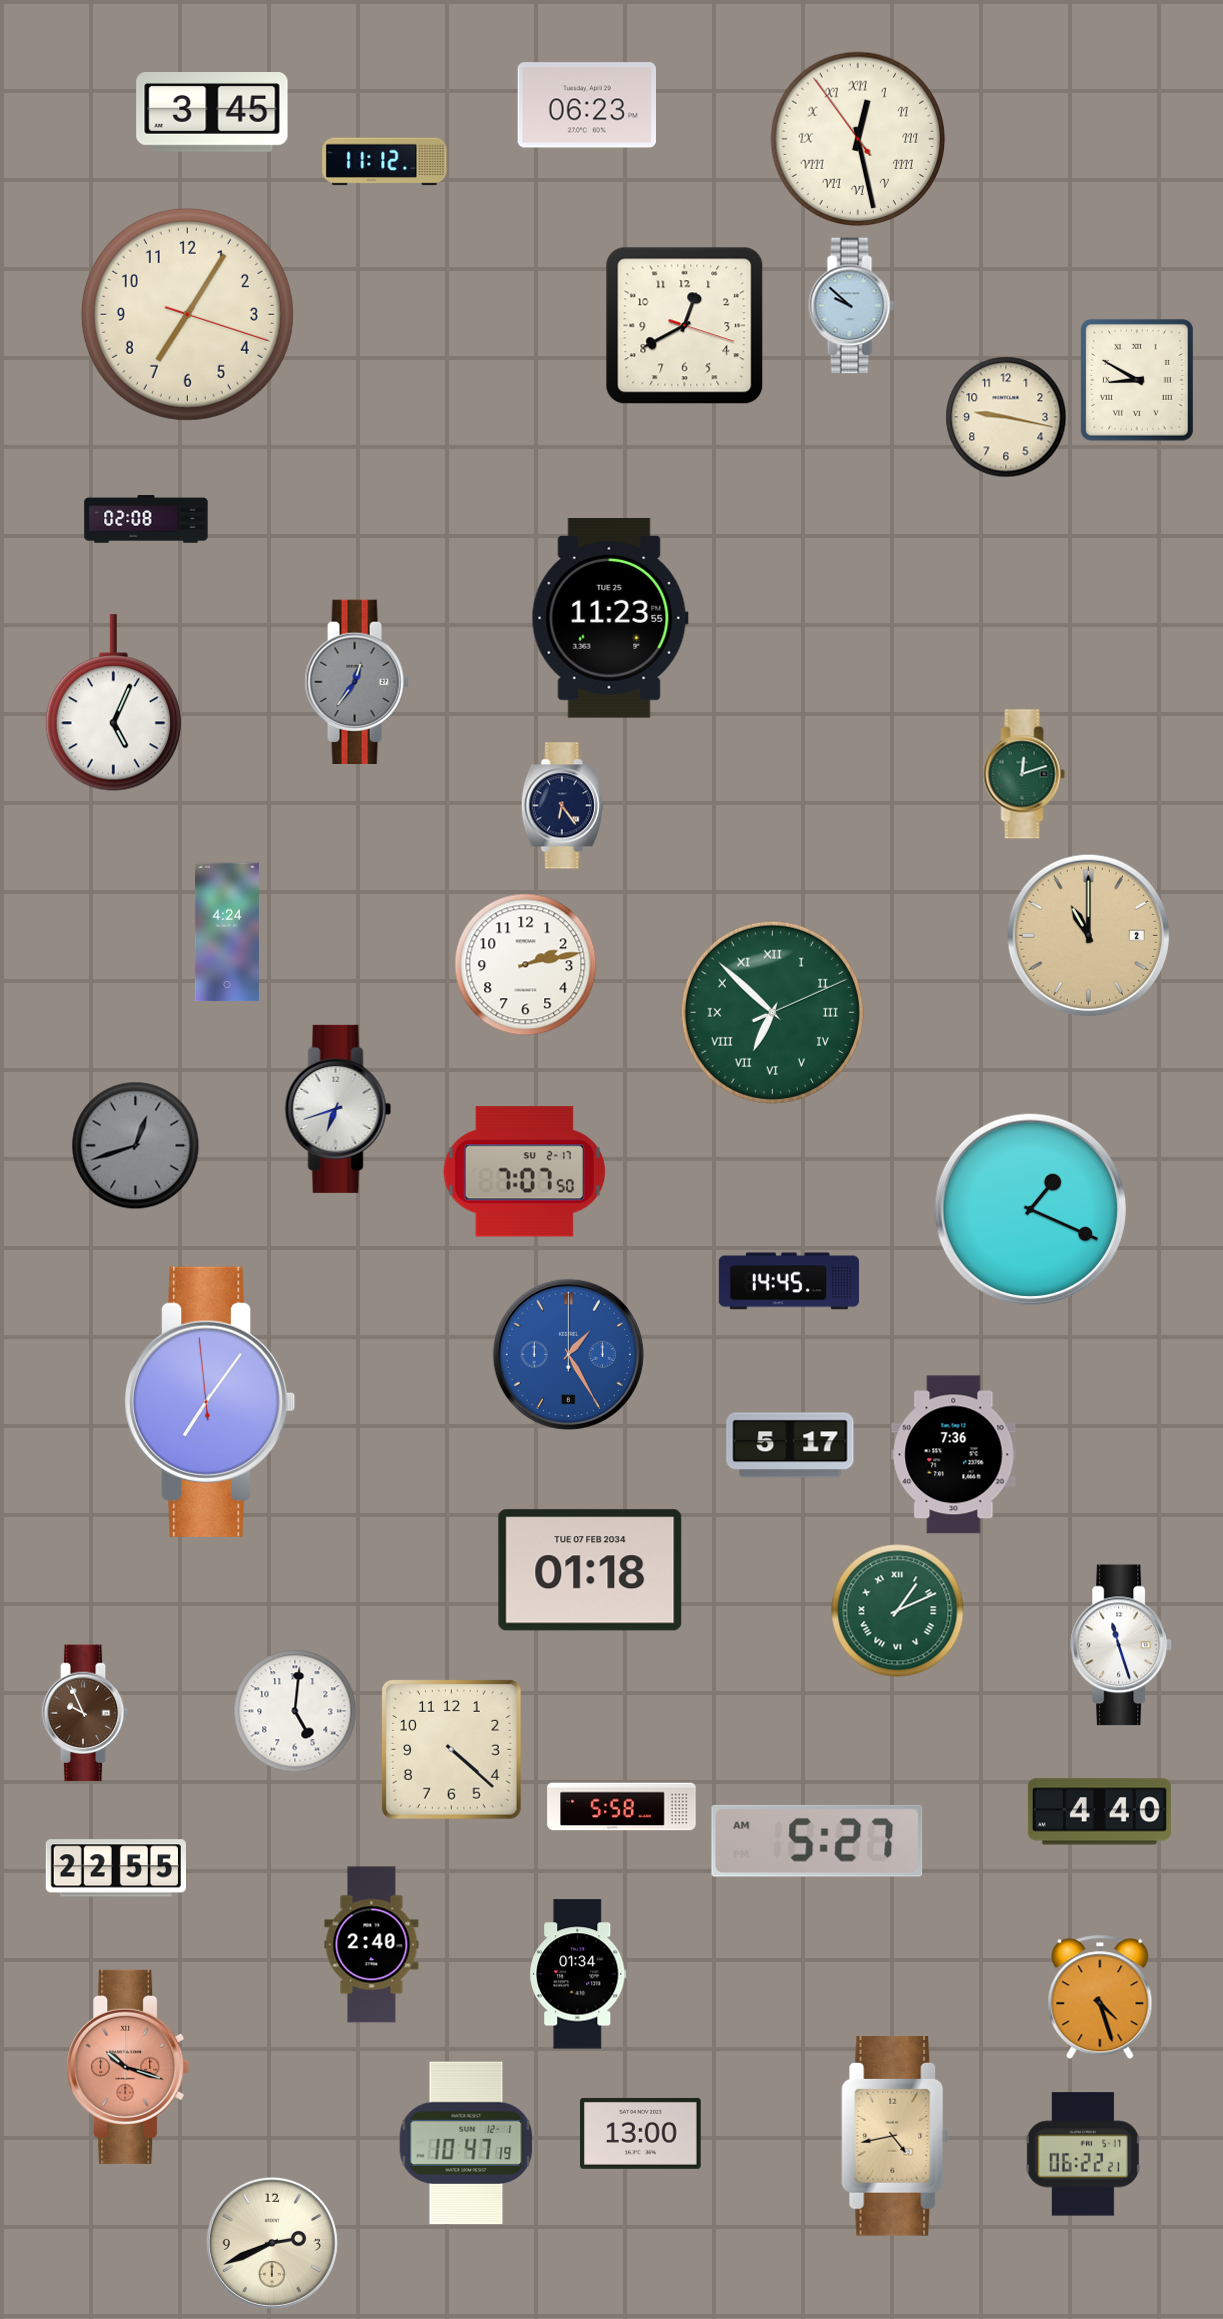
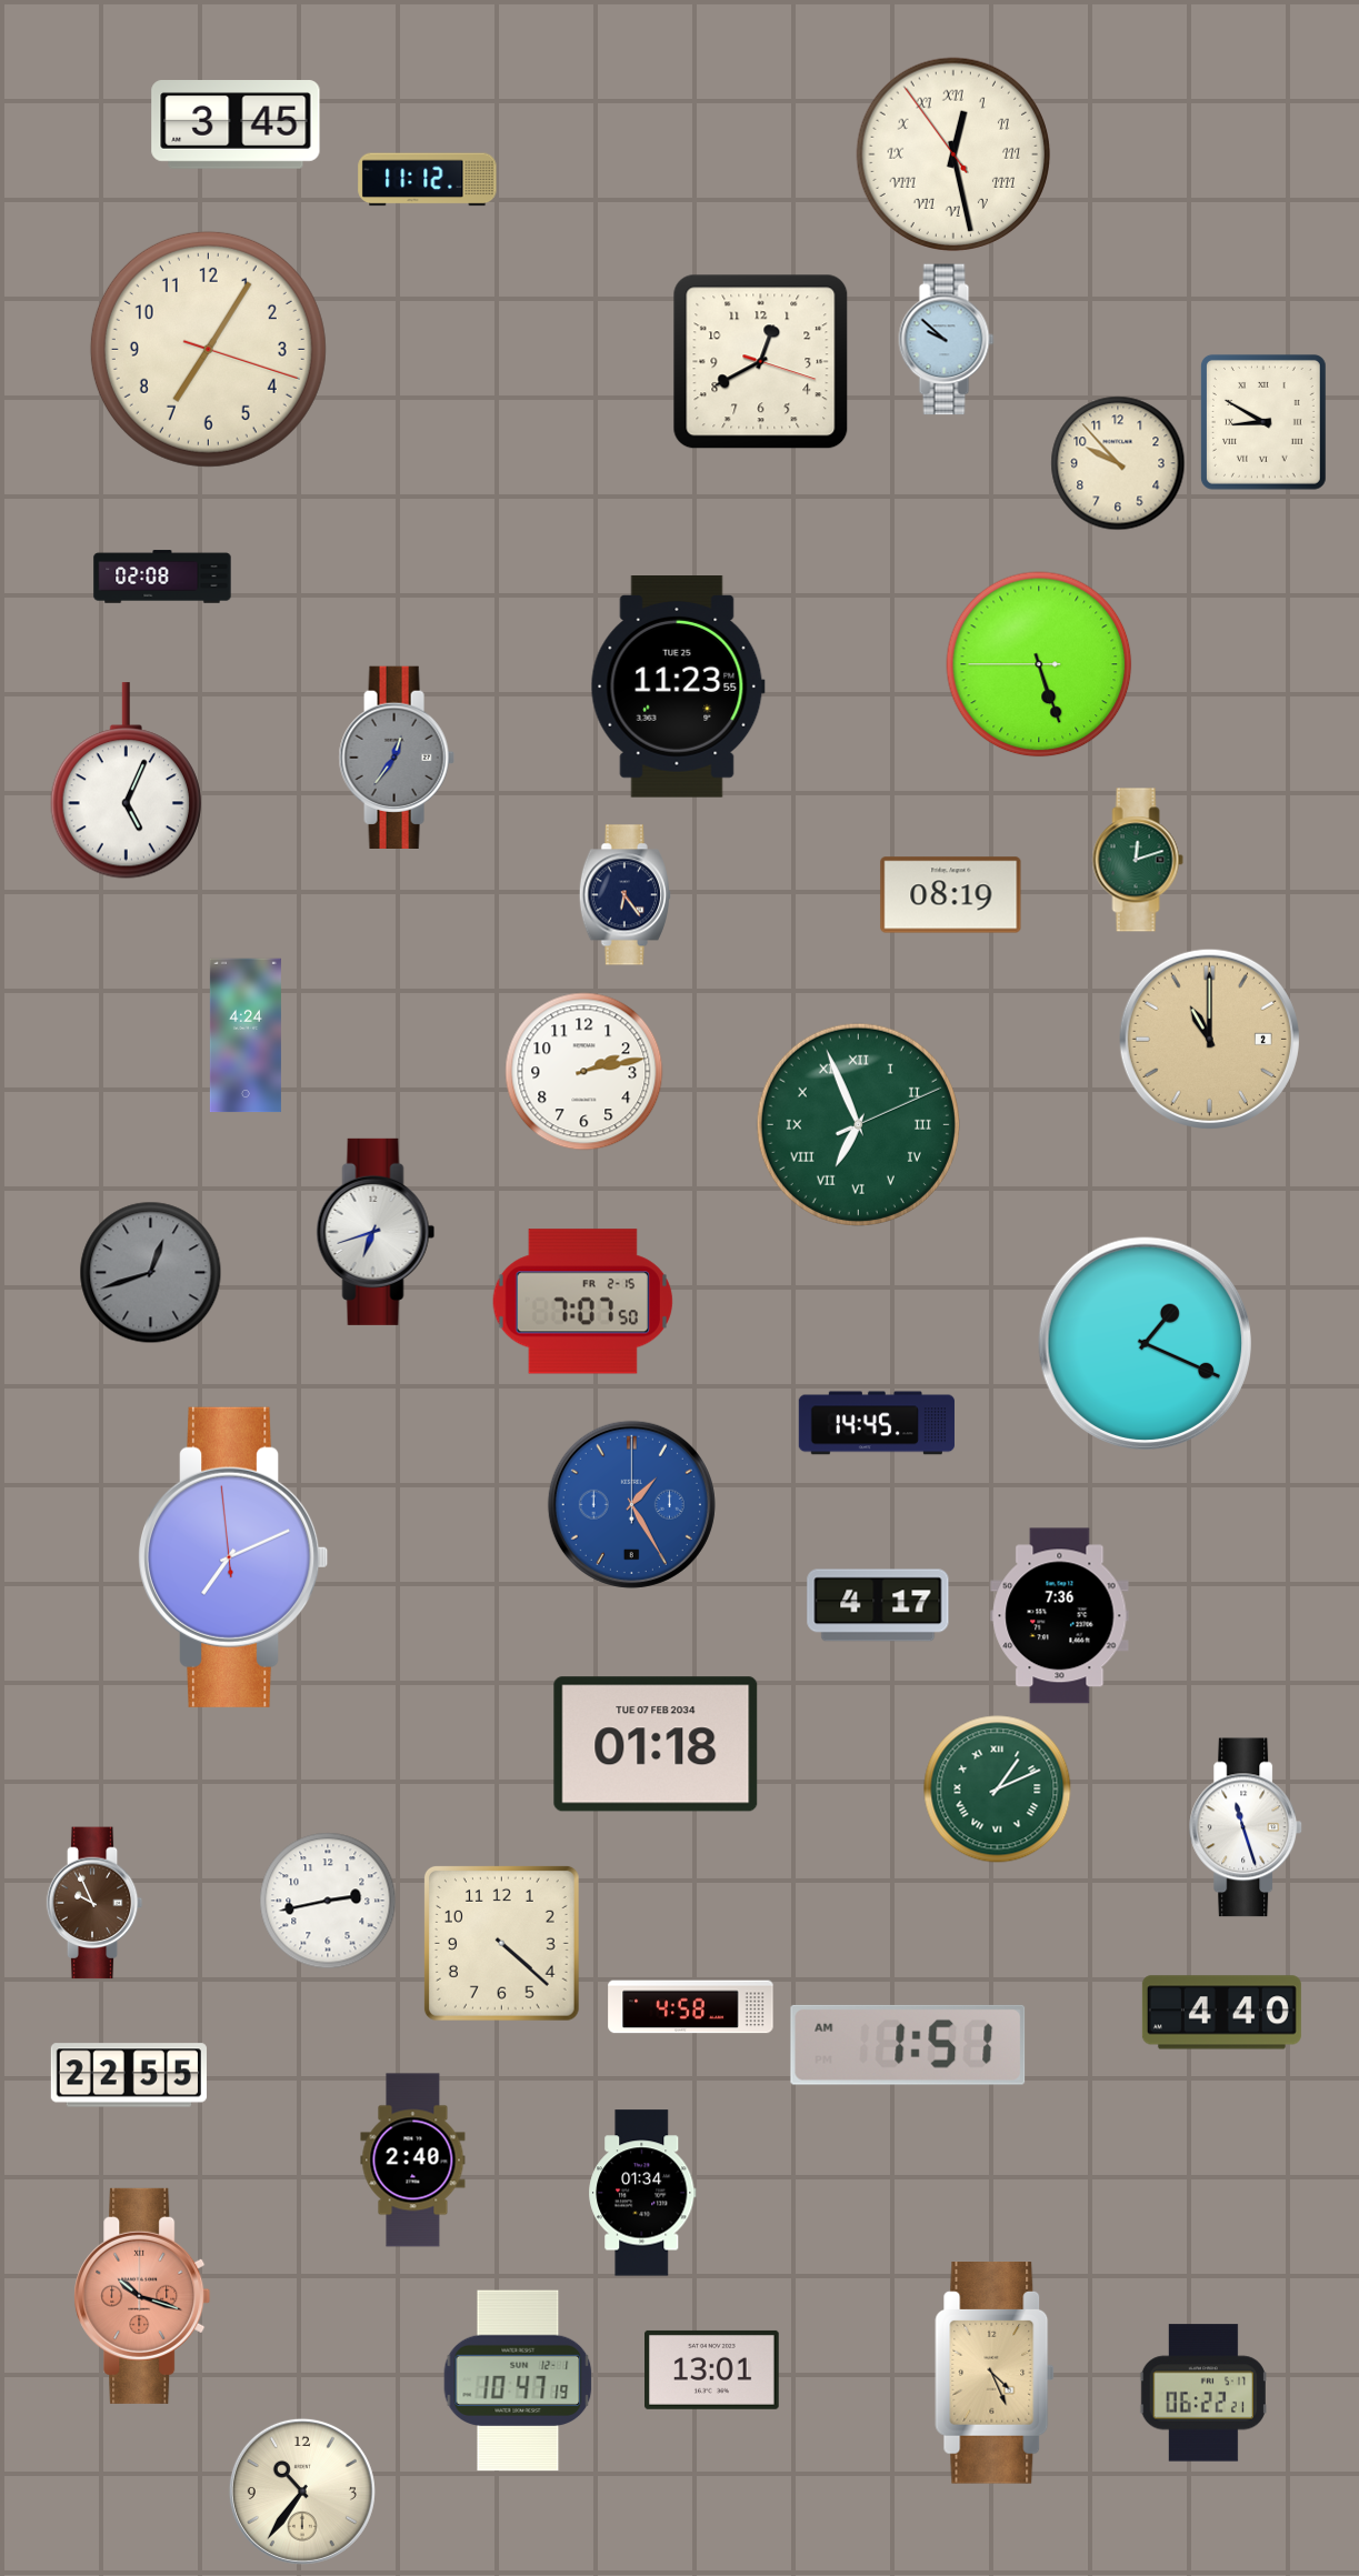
clock at (586, 105): 06:23 -> none
clock at (1006, 417): 9:17 -> 9:53
clock at (1039, 664): none -> 5:26
clock at (951, 895): none -> 08:19
clock at (227, 932) position: (227, 932) -> (246, 1035)
clock at (772, 1012): 6:52 -> 6:56
clock at (524, 1172) date: SU 2-17 -> FR 2-15
clock at (211, 1402): 7:05 -> 7:10
clock at (790, 1445): 5:17 -> 4:17
clock at (295, 1711): 5:01 -> 2:43
clock at (622, 1807): 5:58 -> 4:58
clock at (817, 1841): 5:27 -> 1:51
clock at (1100, 1997): 4:27 -> none
clock at (641, 2133): 13:00 -> 13:01
clock at (895, 2137): 4:43 -> 4:26
clock at (272, 2243): 2:41 -> 10:36
